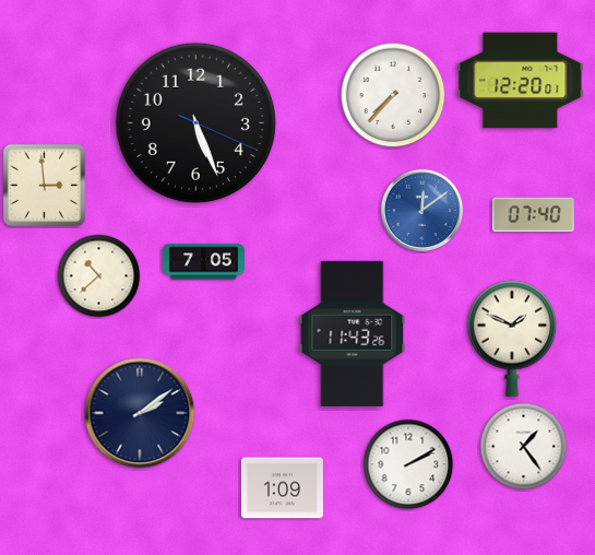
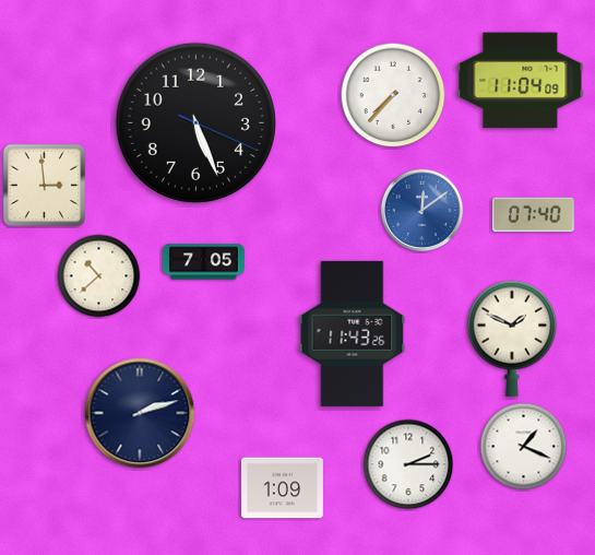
clock at (521, 81): 12:20 -> 11:04
clock at (140, 413): 2:09 -> 2:12
clock at (524, 447): 1:24 -> 1:19
clock at (408, 464): 2:10 -> 2:15
